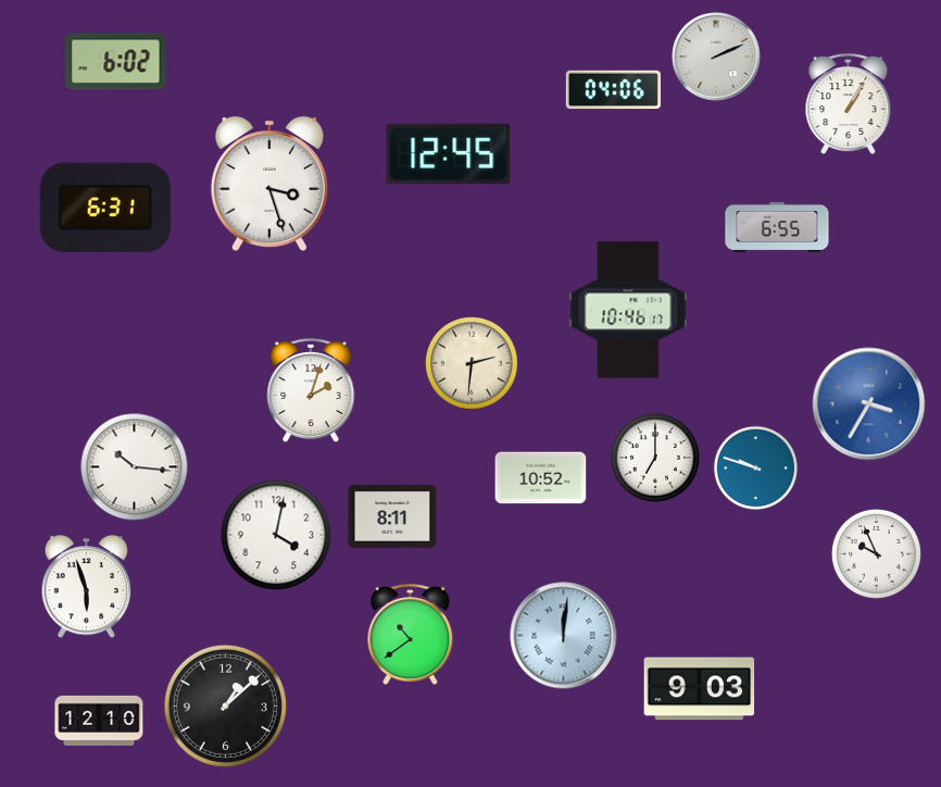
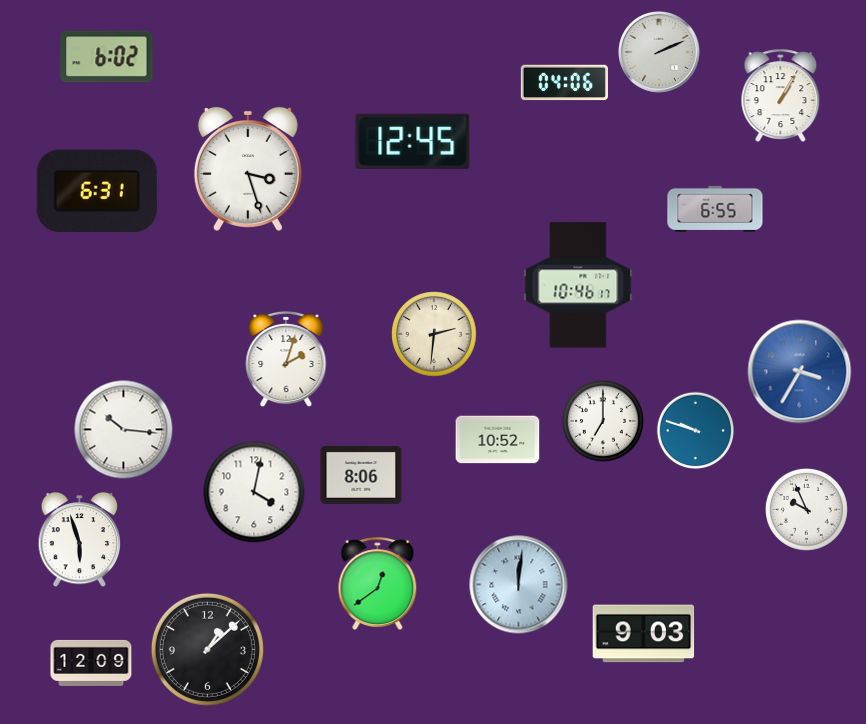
clock at (392, 516): 8:11 -> 8:06
clock at (411, 634): 10:39 -> 12:39
clock at (99, 721): 12:10 -> 12:09
